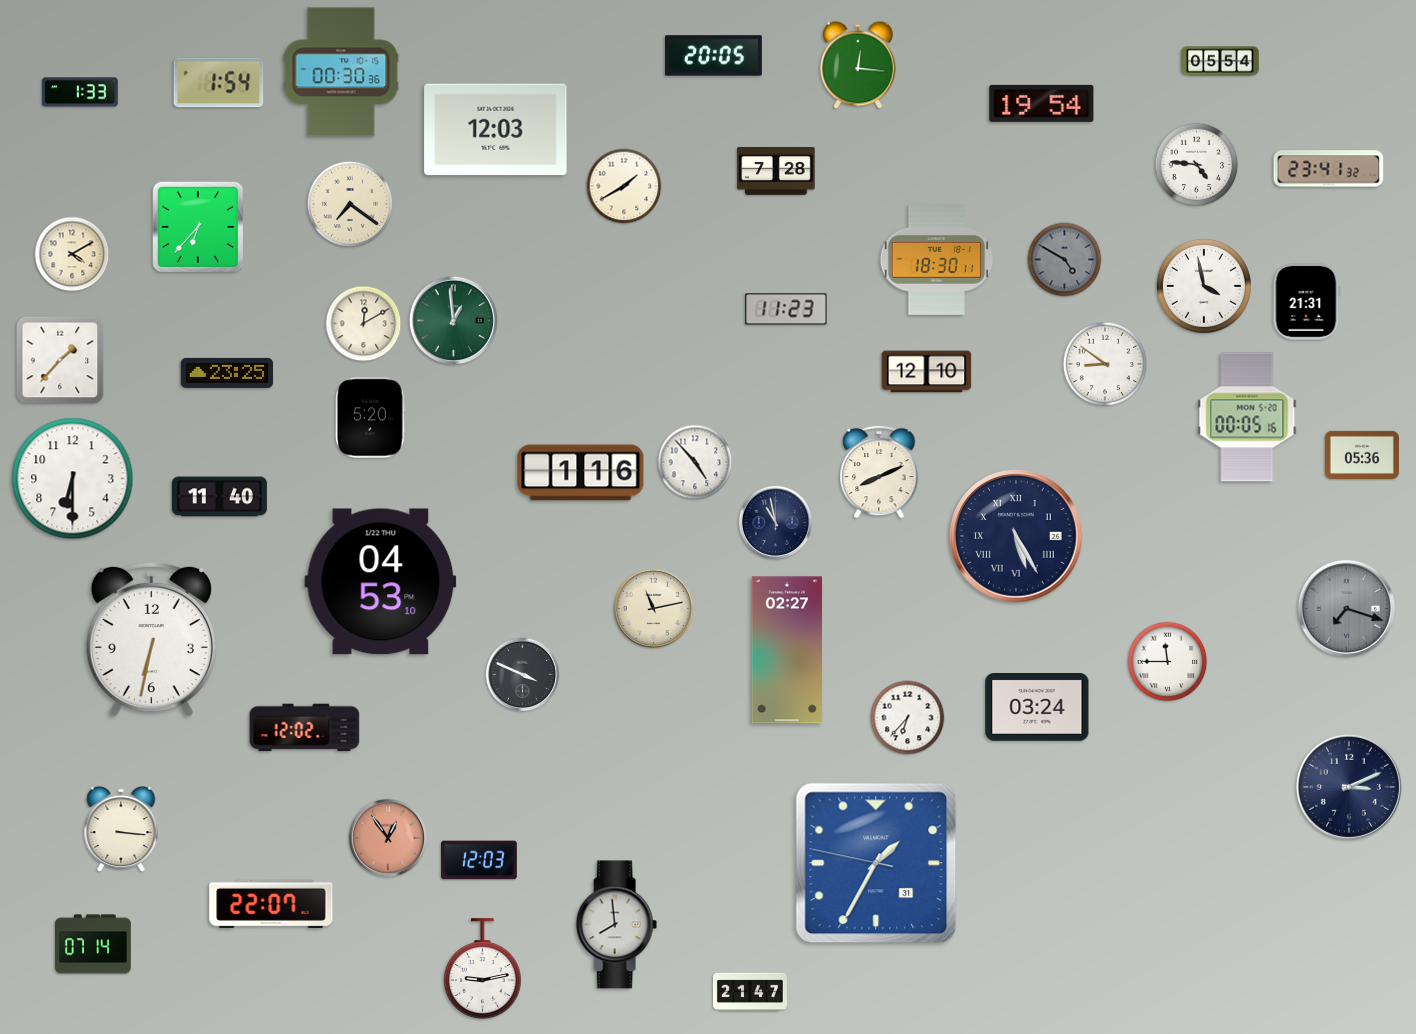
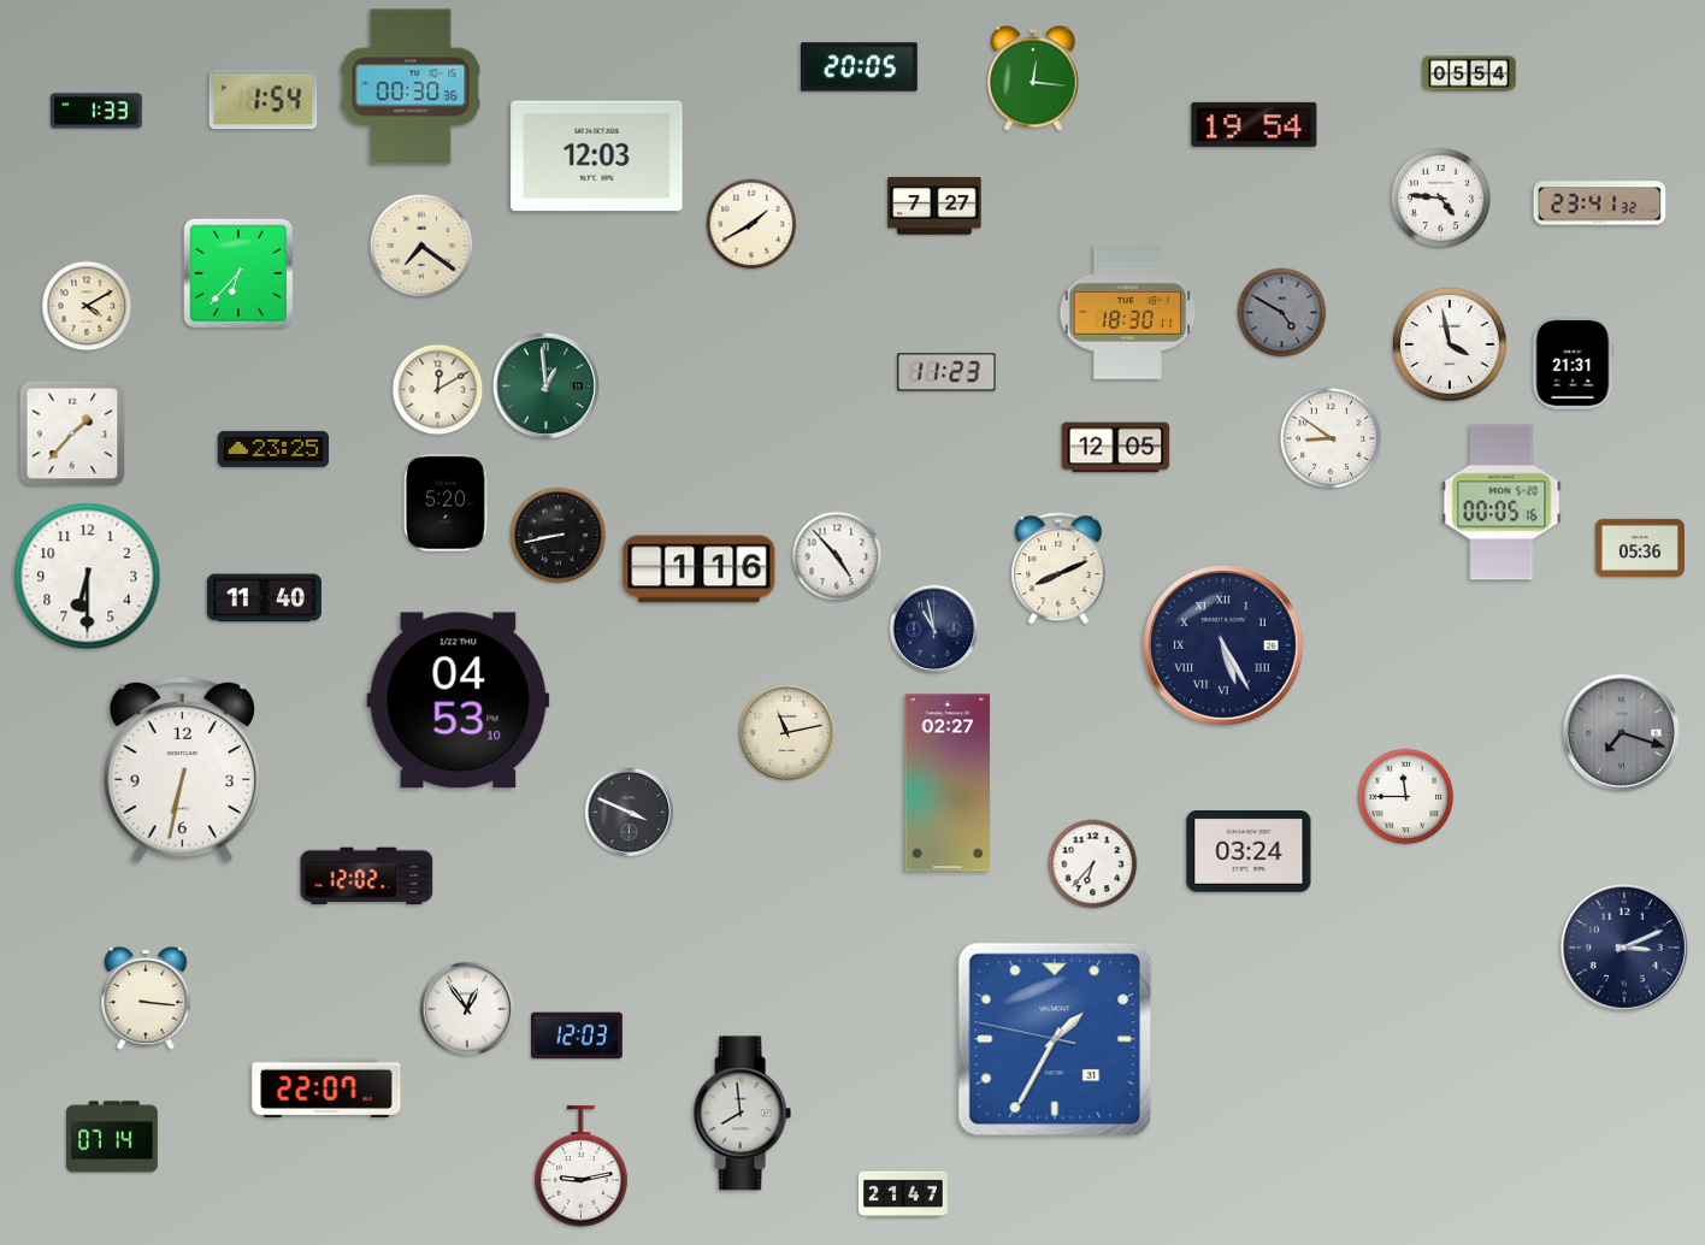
clock at (776, 171): 7:28 -> 7:27
clock at (927, 372): 12:10 -> 12:05
clock at (559, 536): none -> 8:43
clock at (388, 838) dial: salmon -> white
